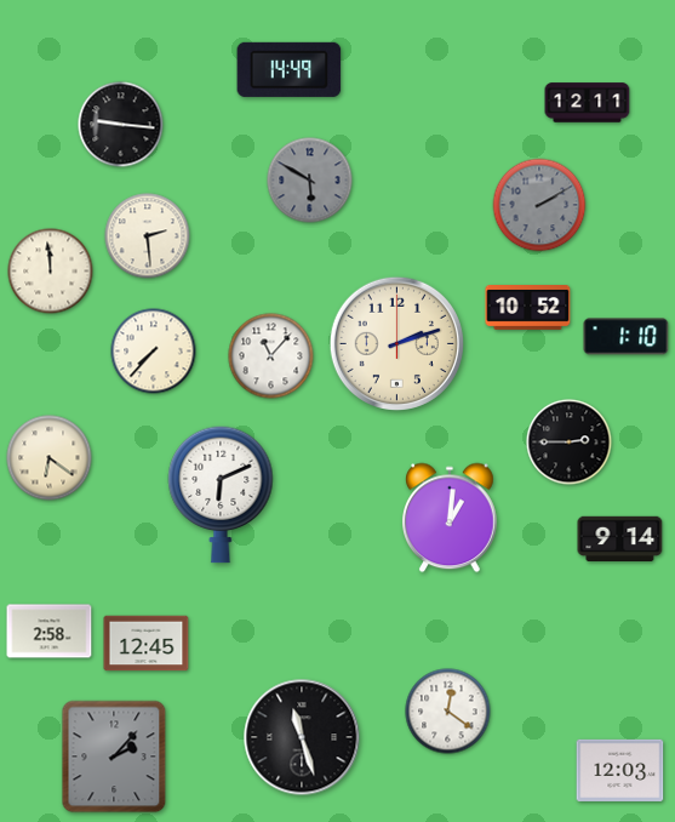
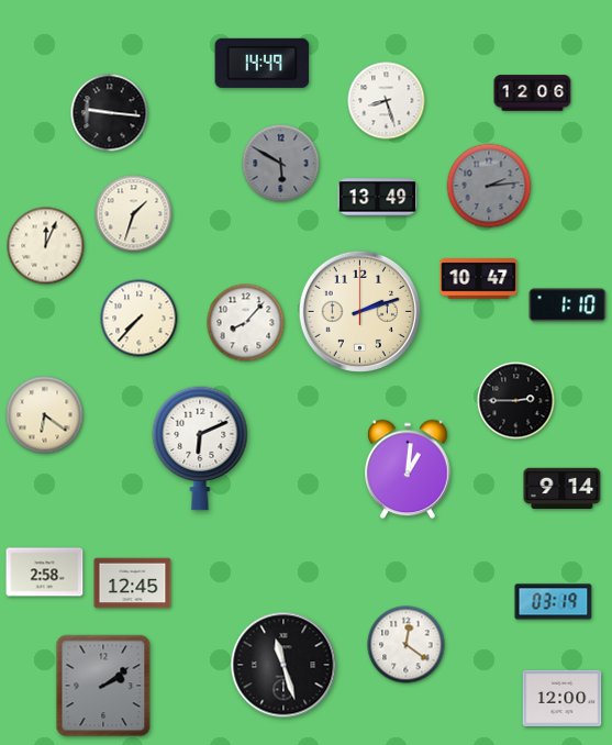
clock at (588, 103): 12:11 -> 12:06
clock at (387, 101): none -> 8:27
clock at (539, 205): 2:10 -> 2:14
clock at (378, 198): none -> 13:49
clock at (148, 236): 2:29 -> 1:33
clock at (51, 272): 11:59 -> 12:04
clock at (528, 308): 10:52 -> 10:47
clock at (271, 356): 11:07 -> 8:07
clock at (554, 602): none -> 03:19
clock at (302, 737) position: (302, 737) -> (283, 665)
clock at (114, 757): 2:07 -> 2:09
clock at (620, 770): 12:03 -> 12:00
